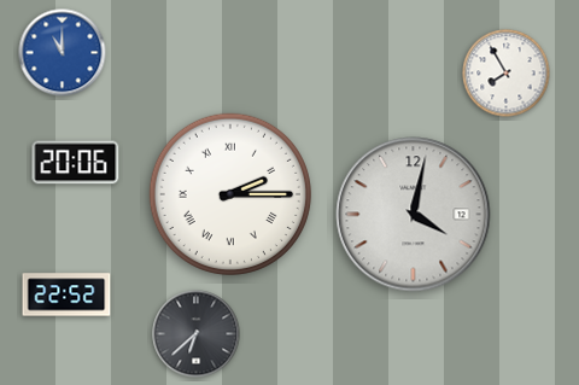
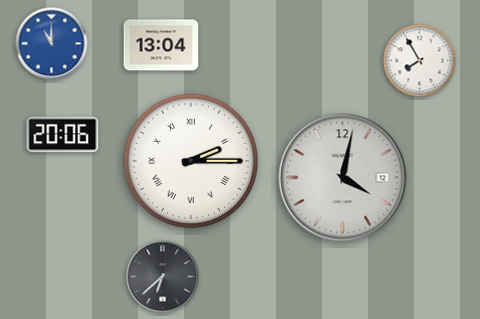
clock at (161, 45): none -> 13:04
clock at (66, 294): 22:52 -> none
